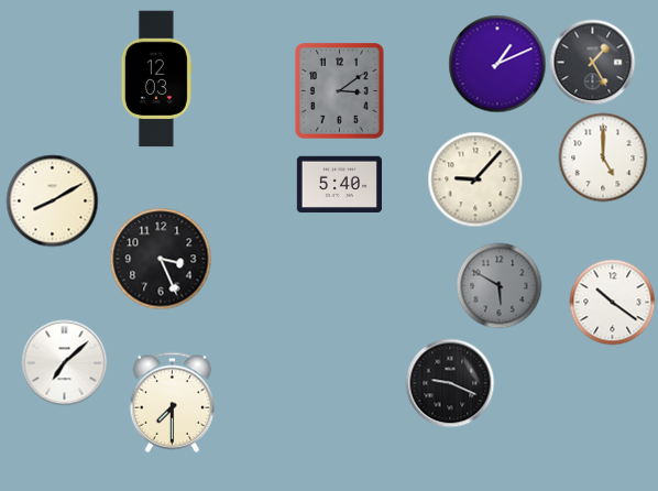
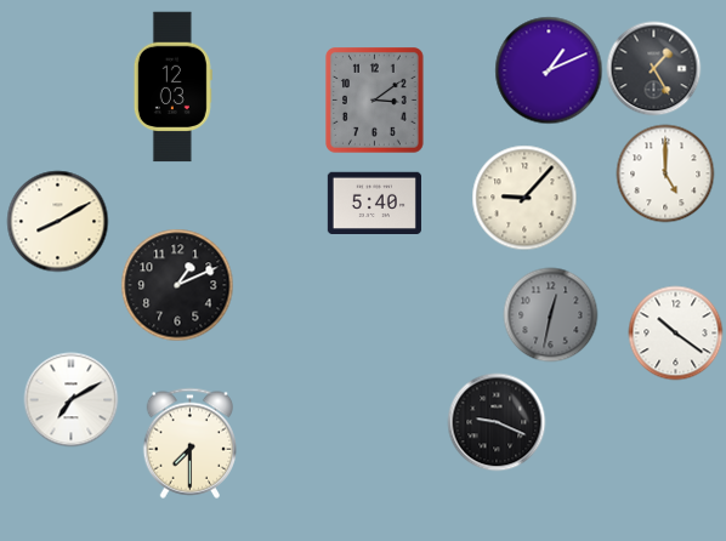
clock at (161, 259): 3:26 -> 1:11
clock at (498, 285): 5:50 -> 12:32
clock at (64, 362): 7:08 -> 7:10
